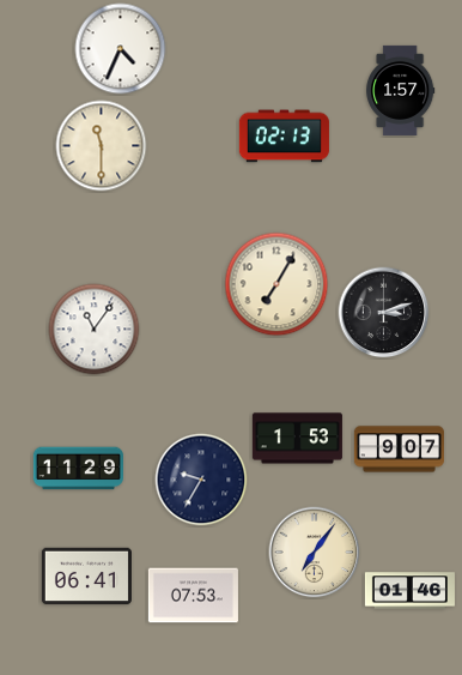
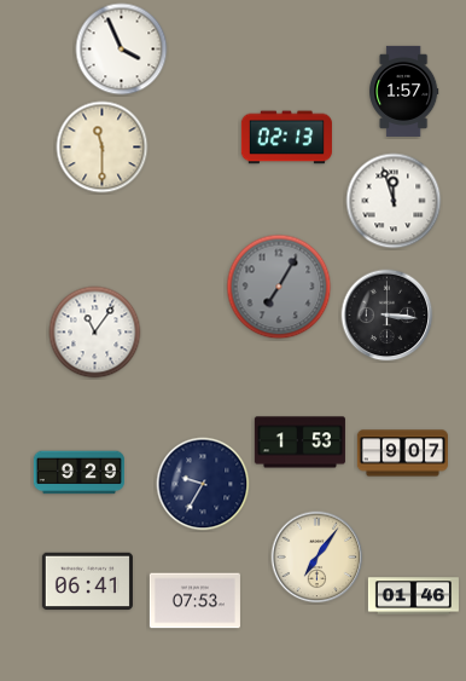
clock at (121, 49): 4:34 -> 3:56
clock at (394, 201): none -> 11:57
clock at (276, 284) dial: cream -> grey
clock at (384, 313): 3:12 -> 3:16
clock at (78, 469): 11:29 -> 9:29
